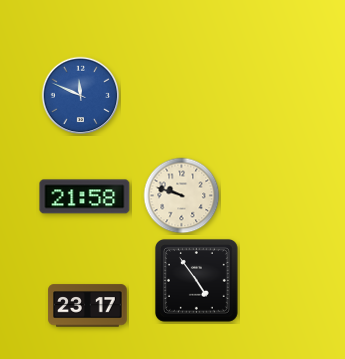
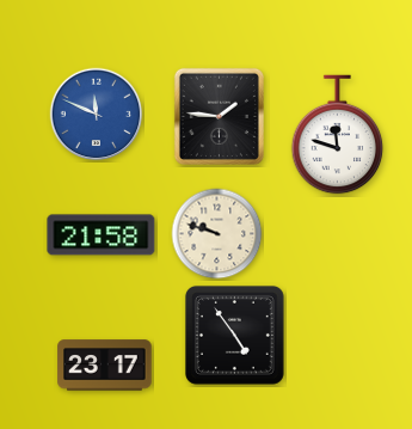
clock at (219, 116): none -> 1:46
clock at (338, 135): none -> 11:48
